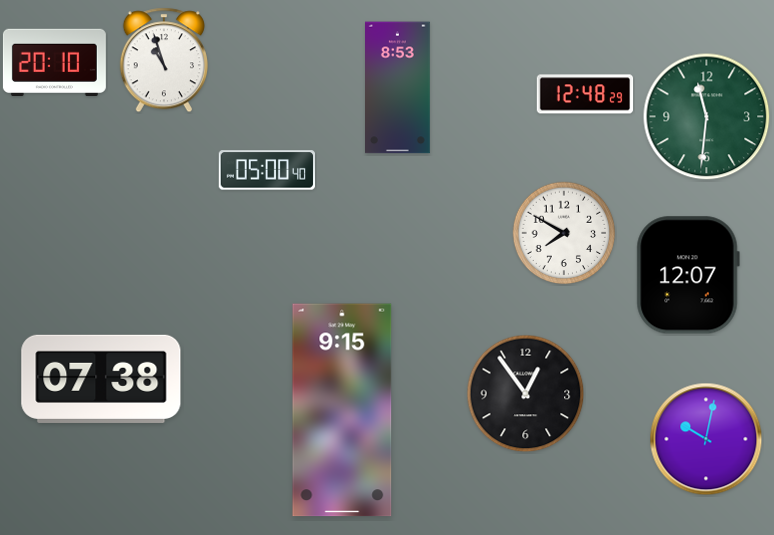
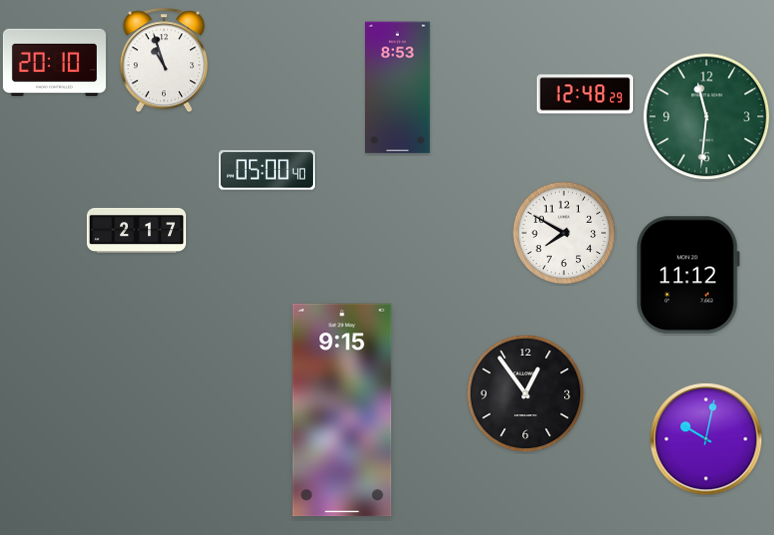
clock at (136, 230): none -> 2:17
clock at (688, 275): 12:07 -> 11:12
clock at (101, 379): 07:38 -> none
